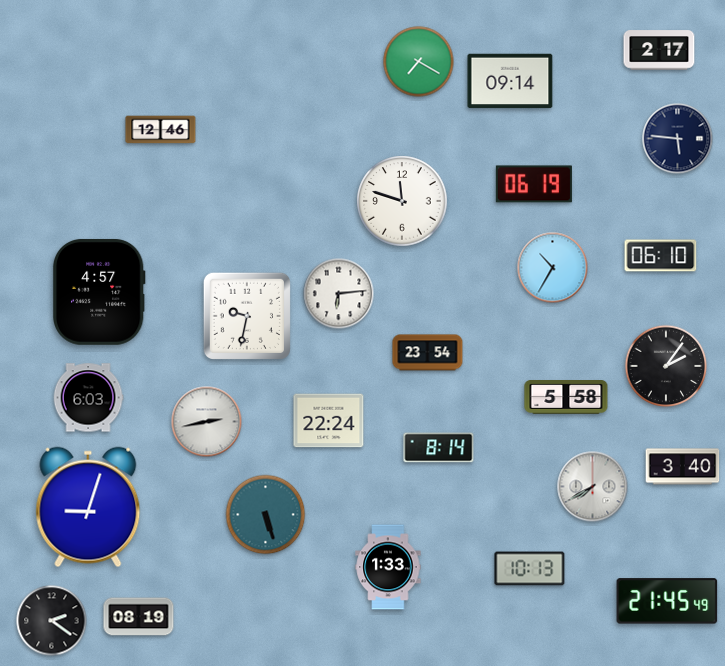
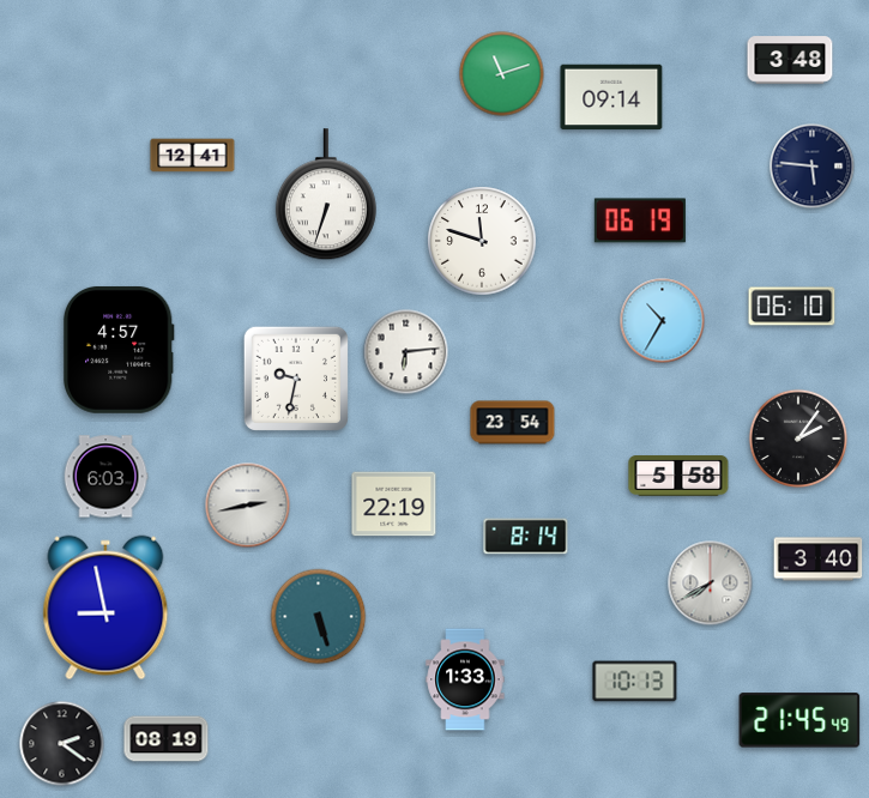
clock at (659, 50): 2:17 -> 3:48
clock at (419, 62): 7:20 -> 11:12
clock at (161, 130): 12:46 -> 12:41
clock at (326, 195): none -> 6:33
clock at (329, 421): 22:24 -> 22:19
clock at (88, 507): 9:03 -> 8:58
